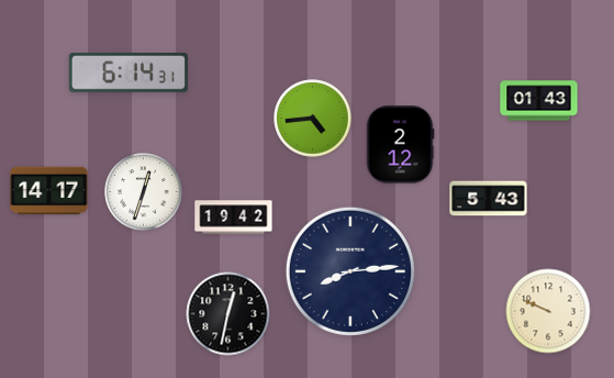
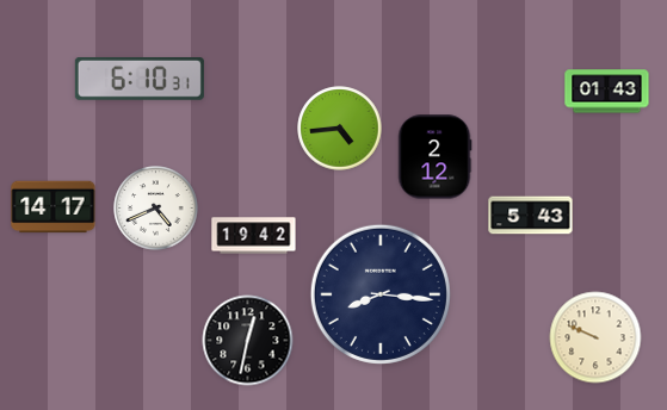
clock at (129, 74): 6:14 -> 6:10
clock at (539, 101) position: (539, 101) -> (607, 92)
clock at (144, 192): 12:33 -> 4:41
clock at (350, 271): 8:14 -> 8:16
